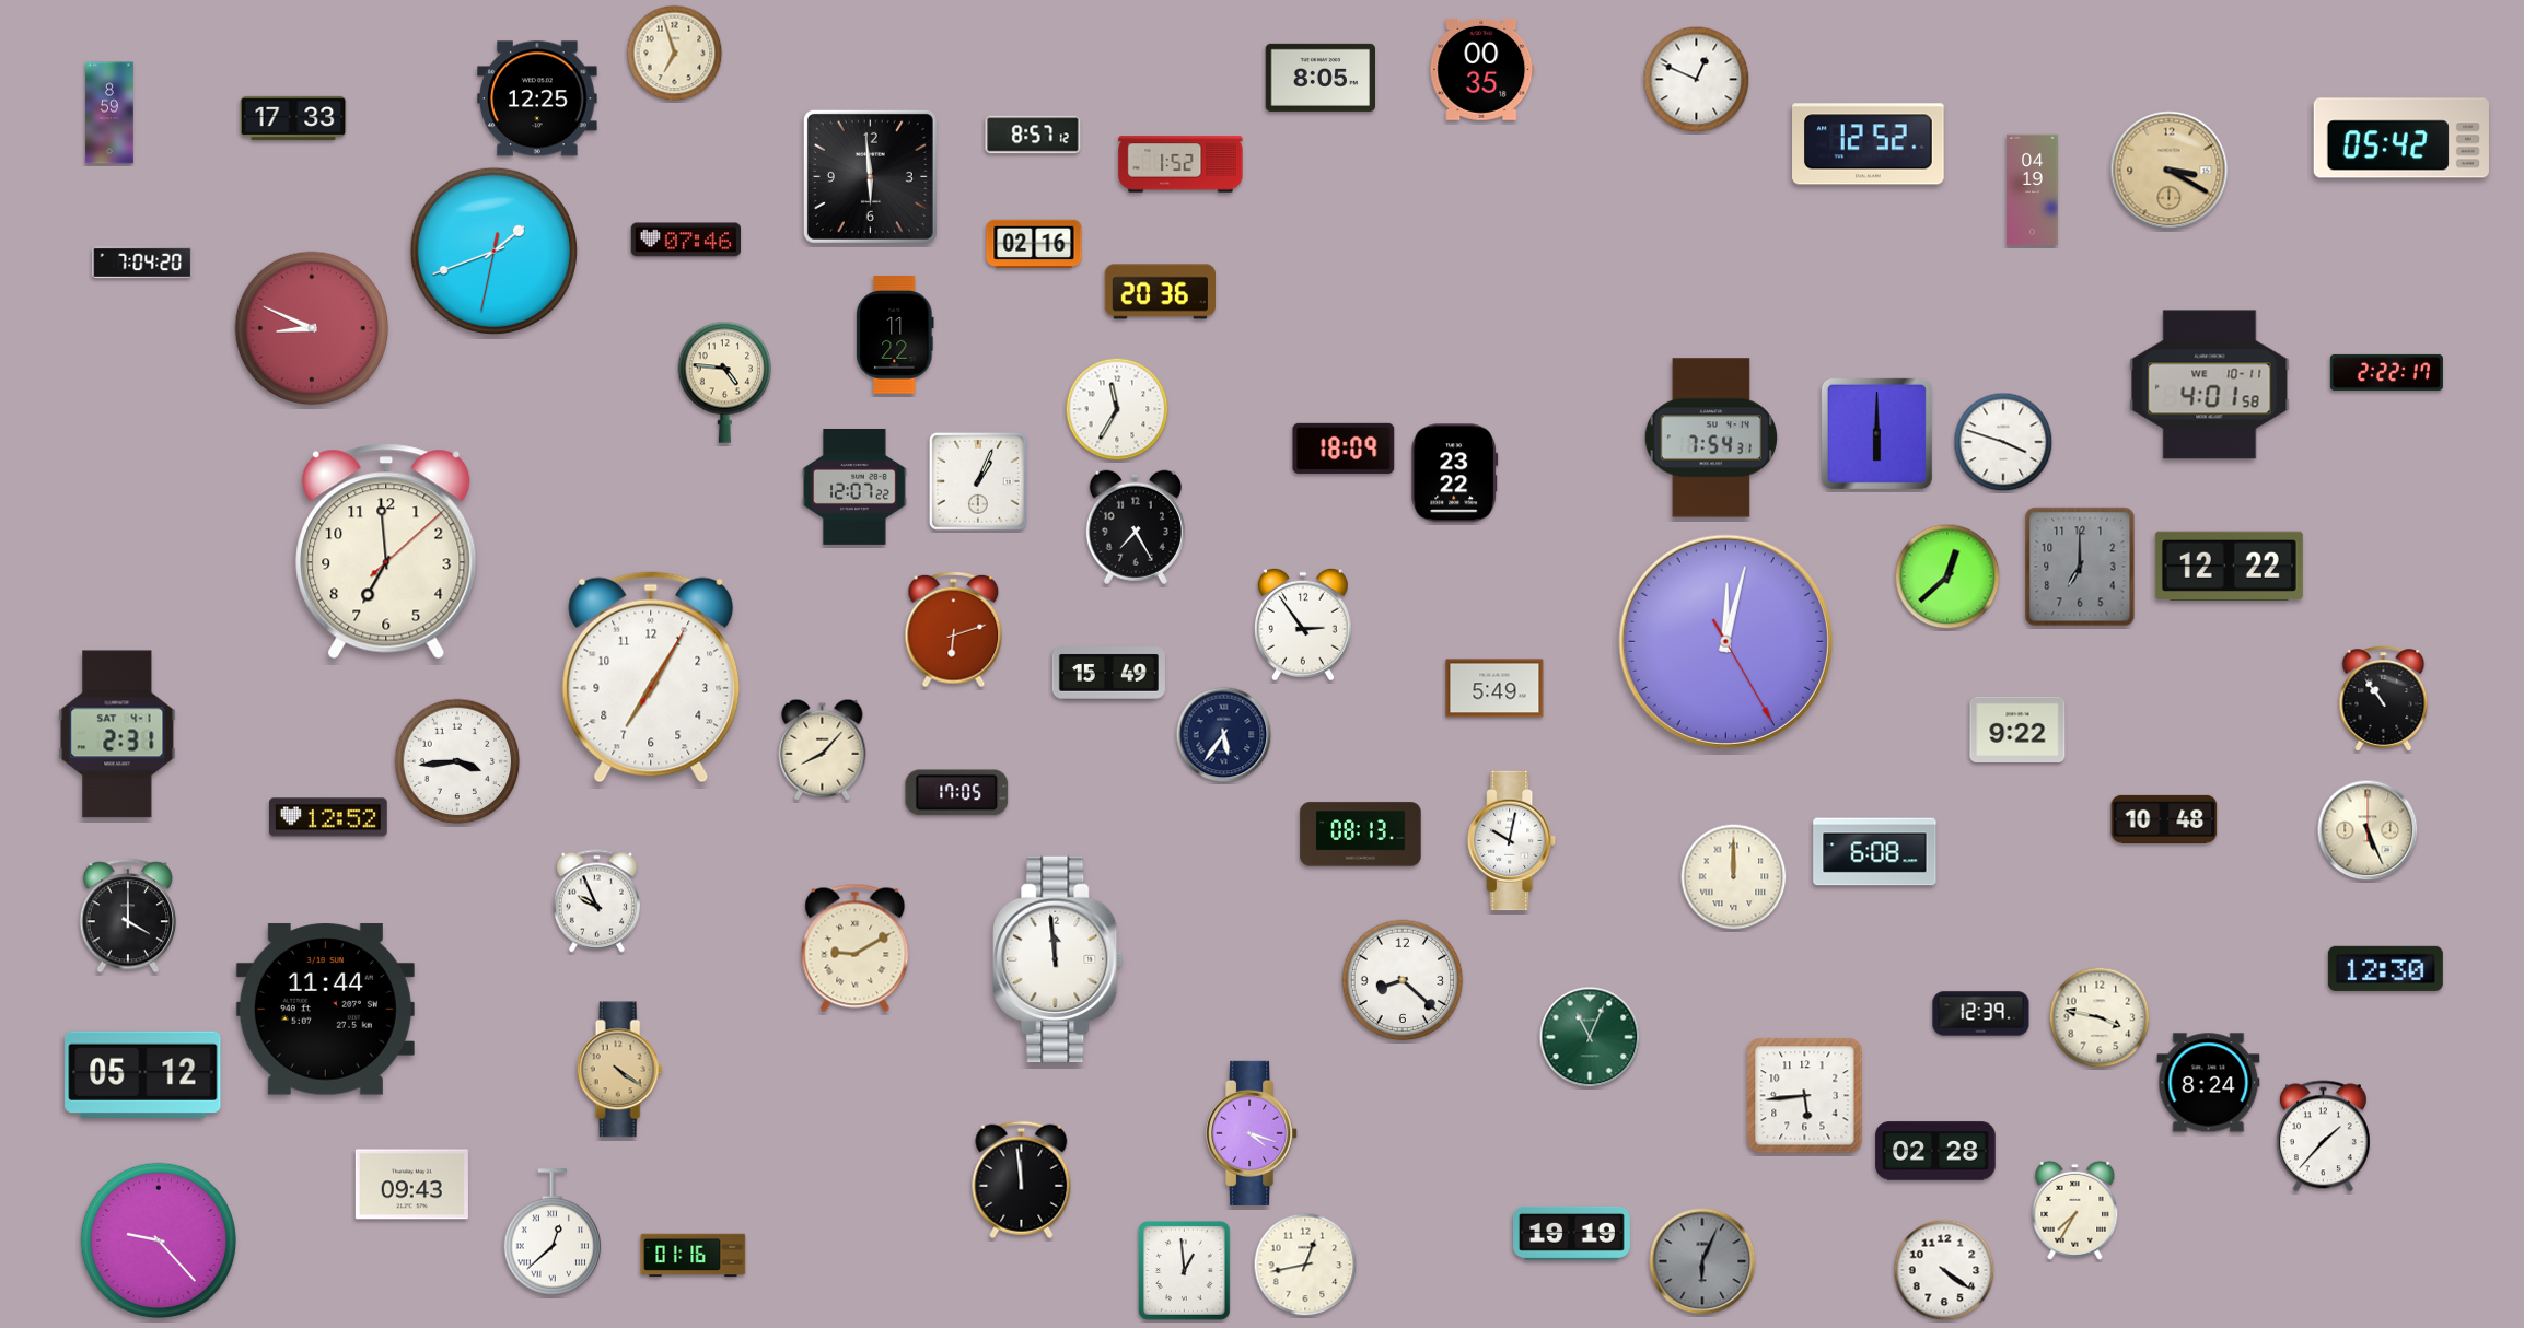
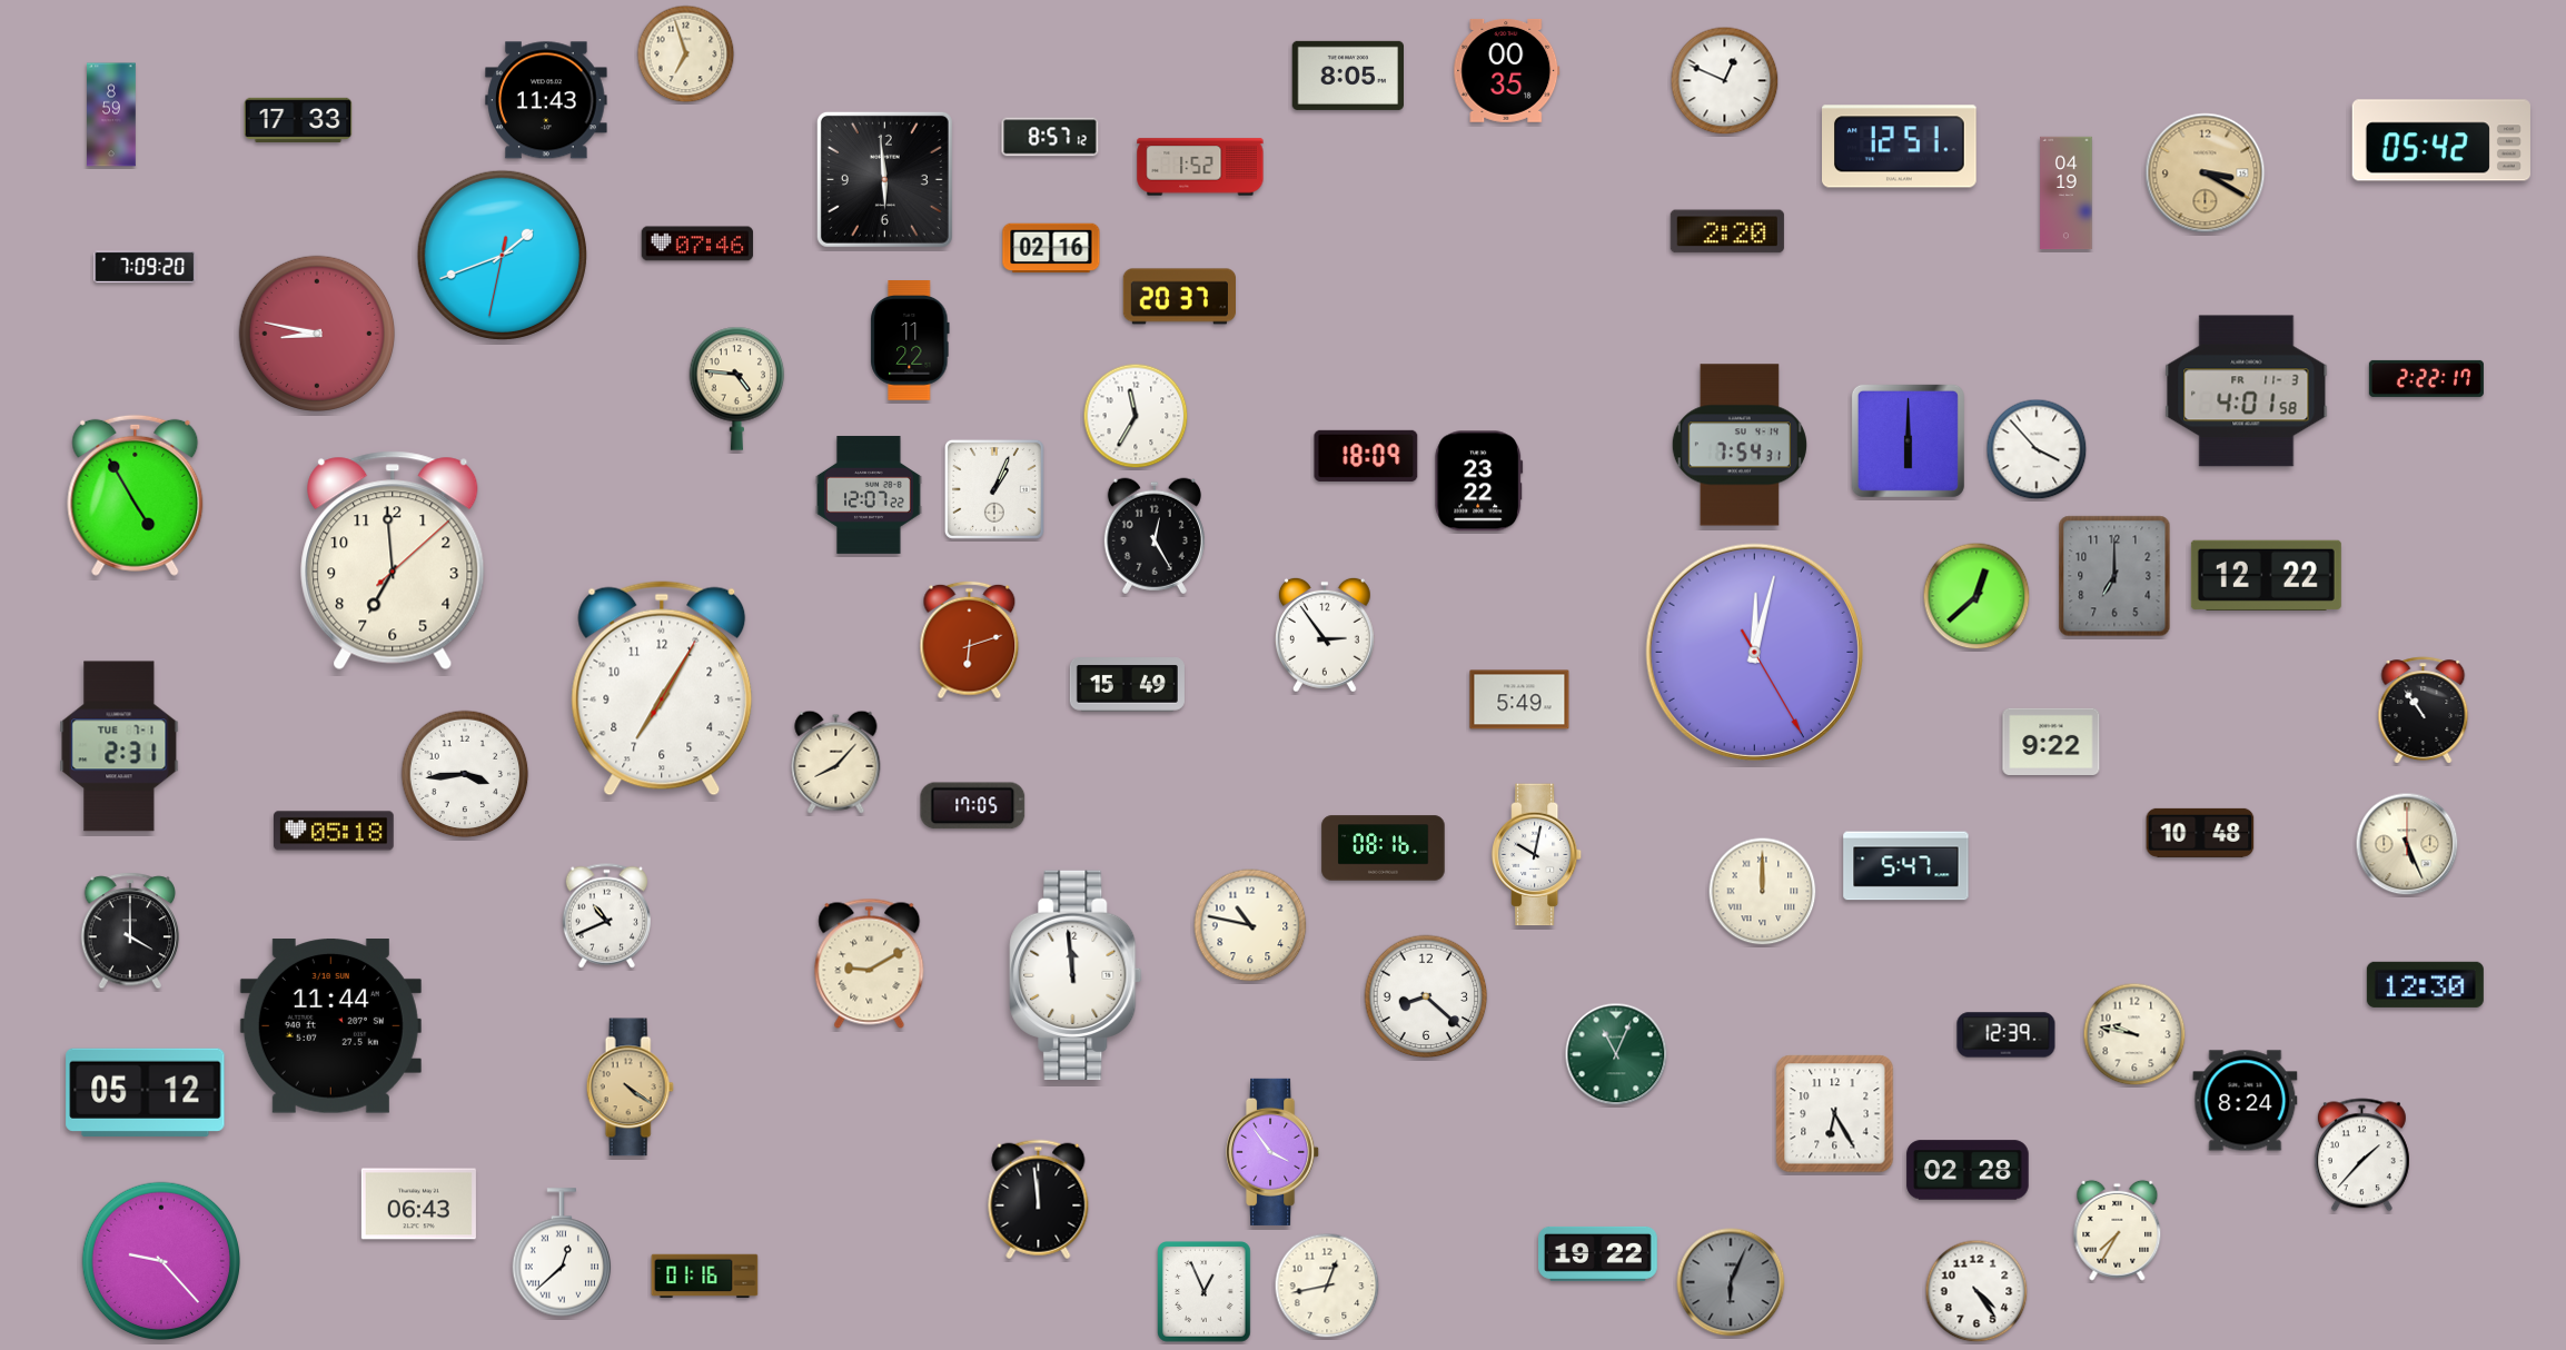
clock at (1319, 78) position: (1319, 78) -> (1347, 76)
clock at (537, 98): 12:25 -> 11:43
clock at (1869, 144): 12:52 -> 12:51
clock at (1727, 231): none -> 2:20
clock at (142, 263): 7:04 -> 7:09
clock at (1160, 292): 20:36 -> 20:37
clock at (311, 327): 8:49 -> 8:47
clock at (2210, 385) date: WE 10-11 -> FR 11-3
clock at (2003, 442): 3:48 -> 3:53
clock at (136, 495): none -> 4:55
clock at (1136, 527): 7:25 -> 12:25
clock at (1947, 576) position: (1947, 576) -> (1976, 596)
clock at (117, 734) date: SAT 4-1 -> TUE 7-1
clock at (1224, 735): 5:36 -> none
clock at (329, 817): 12:52 -> 05:18
clock at (1361, 835): 08:13 -> 08:16
clock at (1875, 852): 6:08 -> 5:47
clock at (596, 901): 9:56 -> 10:41
clock at (1250, 925): none -> 10:47
clock at (1981, 1014) position: (1981, 1014) -> (2007, 1035)
clock at (2100, 1017): 3:47 -> 9:47
clock at (1805, 1096): 5:44 -> 6:25
clock at (1253, 1133): 4:18 -> 3:54
clock at (411, 1185): 09:43 -> 06:43
clock at (2075, 1210) position: (2075, 1210) -> (2118, 1230)
clock at (1572, 1233): 19:19 -> 19:22
clock at (1944, 1270): 4:21 -> 4:24
clock at (1185, 1271): 12:59 -> 12:56
